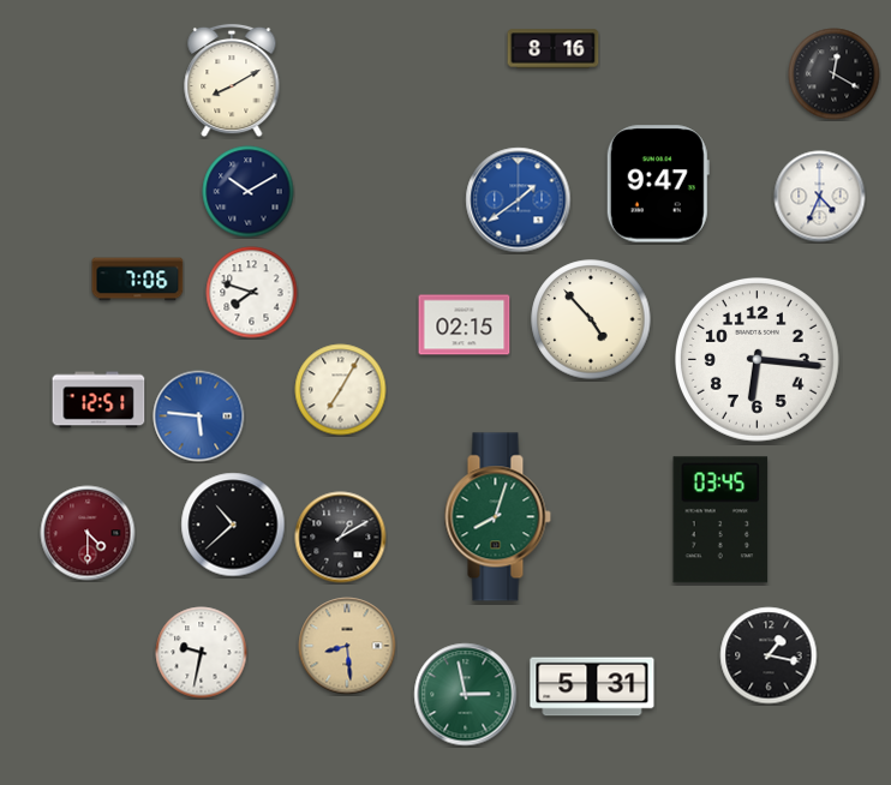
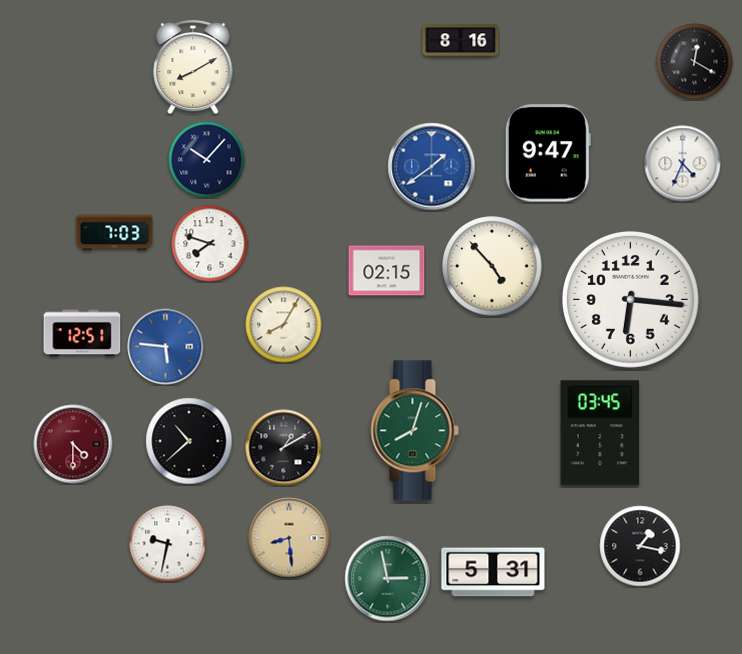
clock at (249, 192): 10:10 -> 10:07
clock at (138, 280): 7:06 -> 7:03
clock at (341, 390): 7:05 -> 8:05
clock at (233, 525) position: (233, 525) -> (189, 441)
